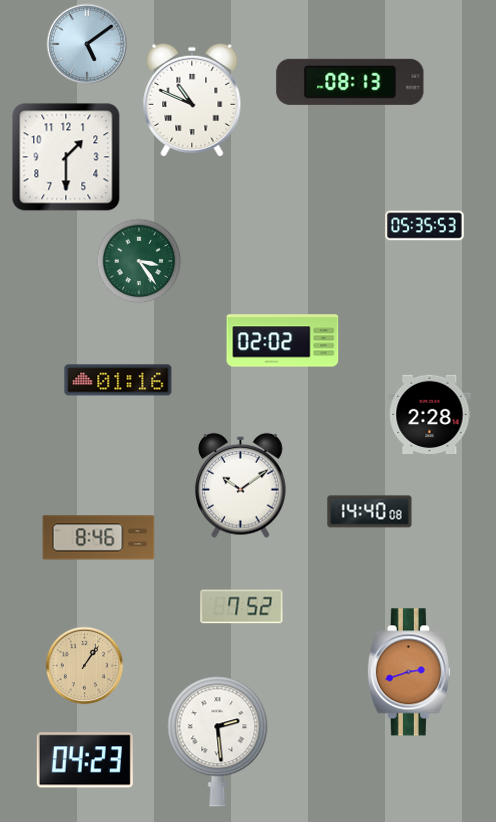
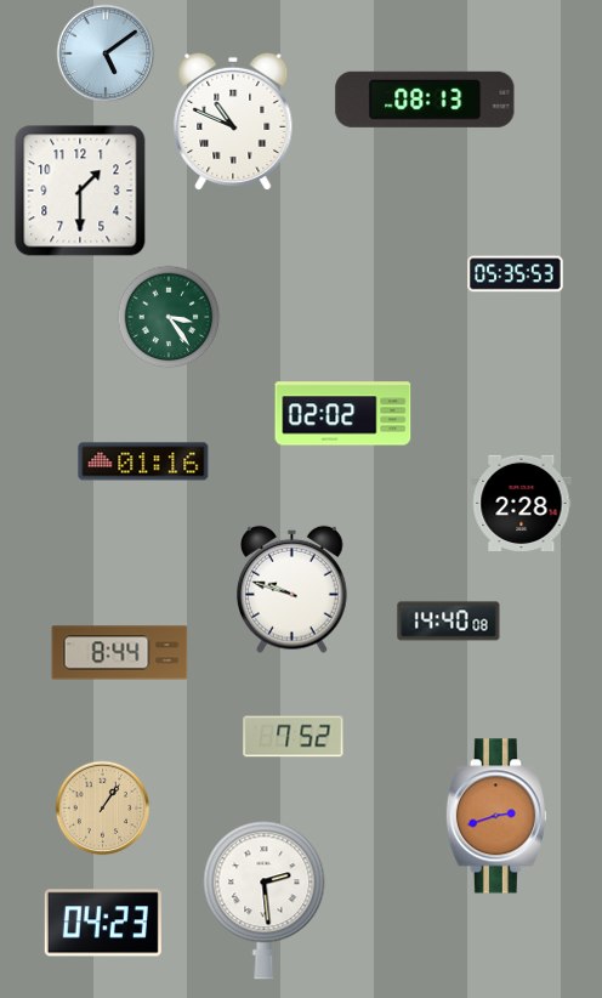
clock at (241, 485): 10:09 -> 9:48
clock at (99, 538): 8:46 -> 8:44
